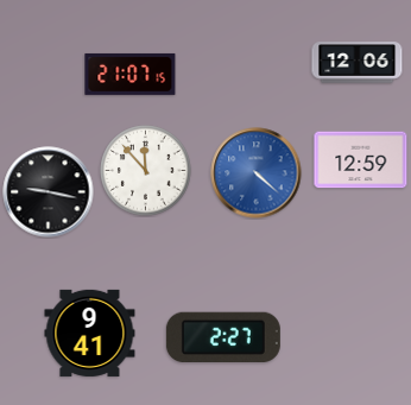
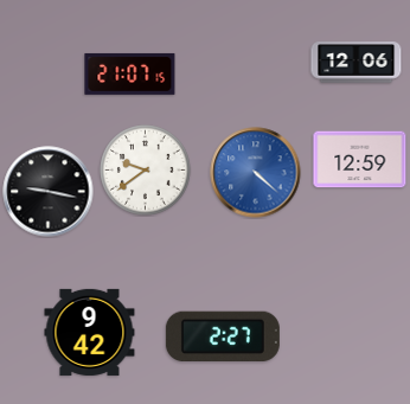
clock at (146, 171): 11:53 -> 9:39
clock at (90, 333): 9:41 -> 9:42
